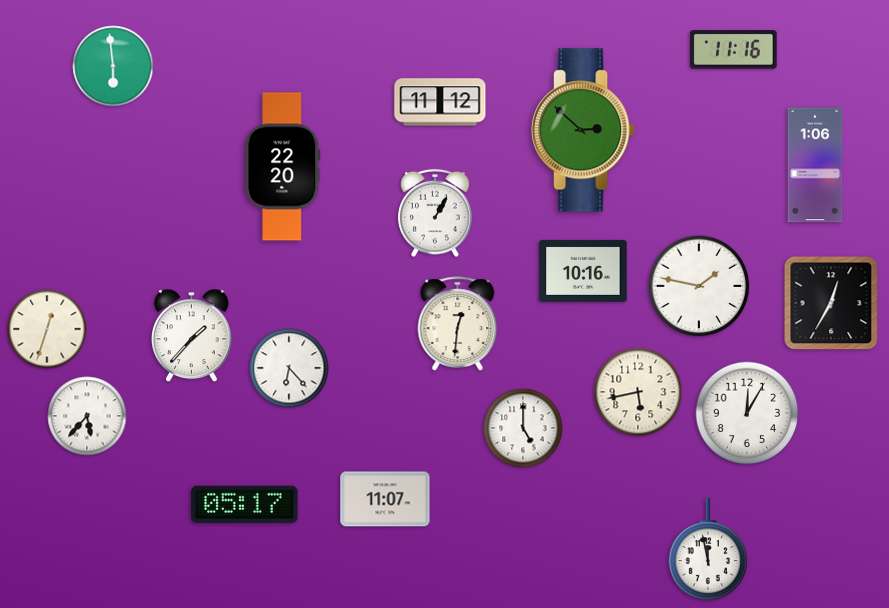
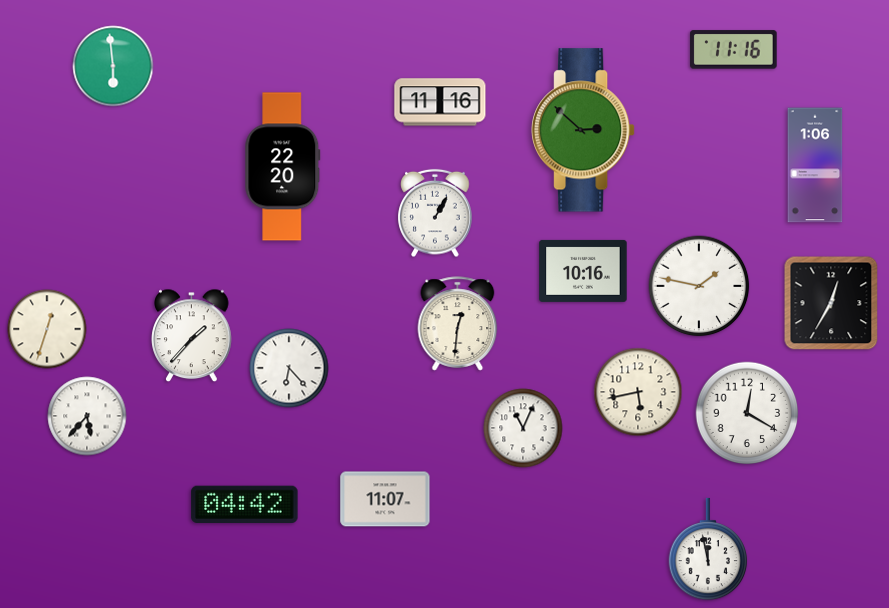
clock at (440, 102): 11:12 -> 11:16
clock at (747, 413): 12:05 -> 12:20
clock at (523, 428): 5:00 -> 11:04
clock at (245, 504): 05:17 -> 04:42
